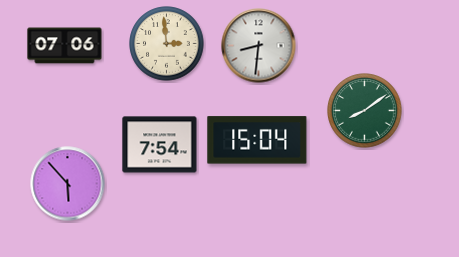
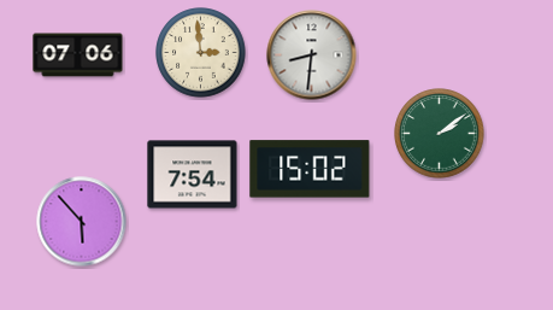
clock at (365, 111): 8:09 -> 2:09
clock at (257, 140): 15:04 -> 15:02
